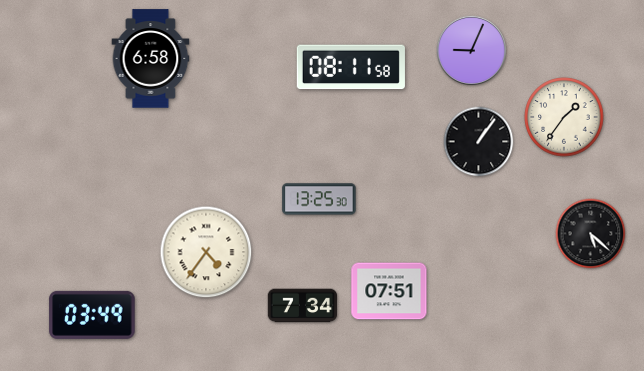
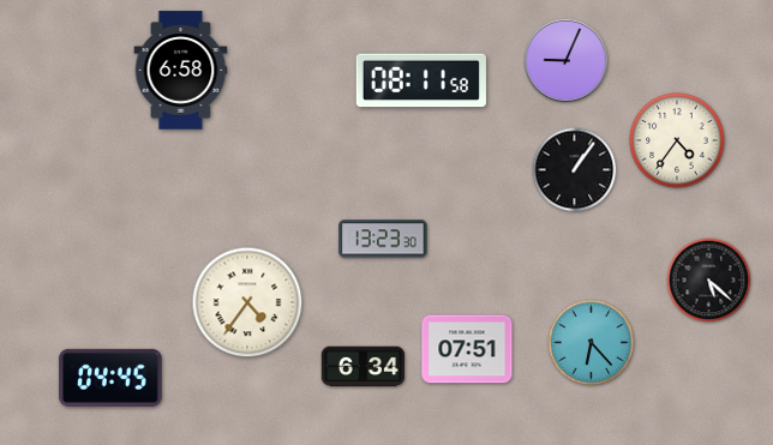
clock at (564, 117): 1:36 -> 4:36
clock at (319, 199): 13:25 -> 13:23
clock at (592, 343): none -> 6:23
clock at (303, 306): 7:34 -> 6:34
clock at (92, 315): 03:49 -> 04:45
